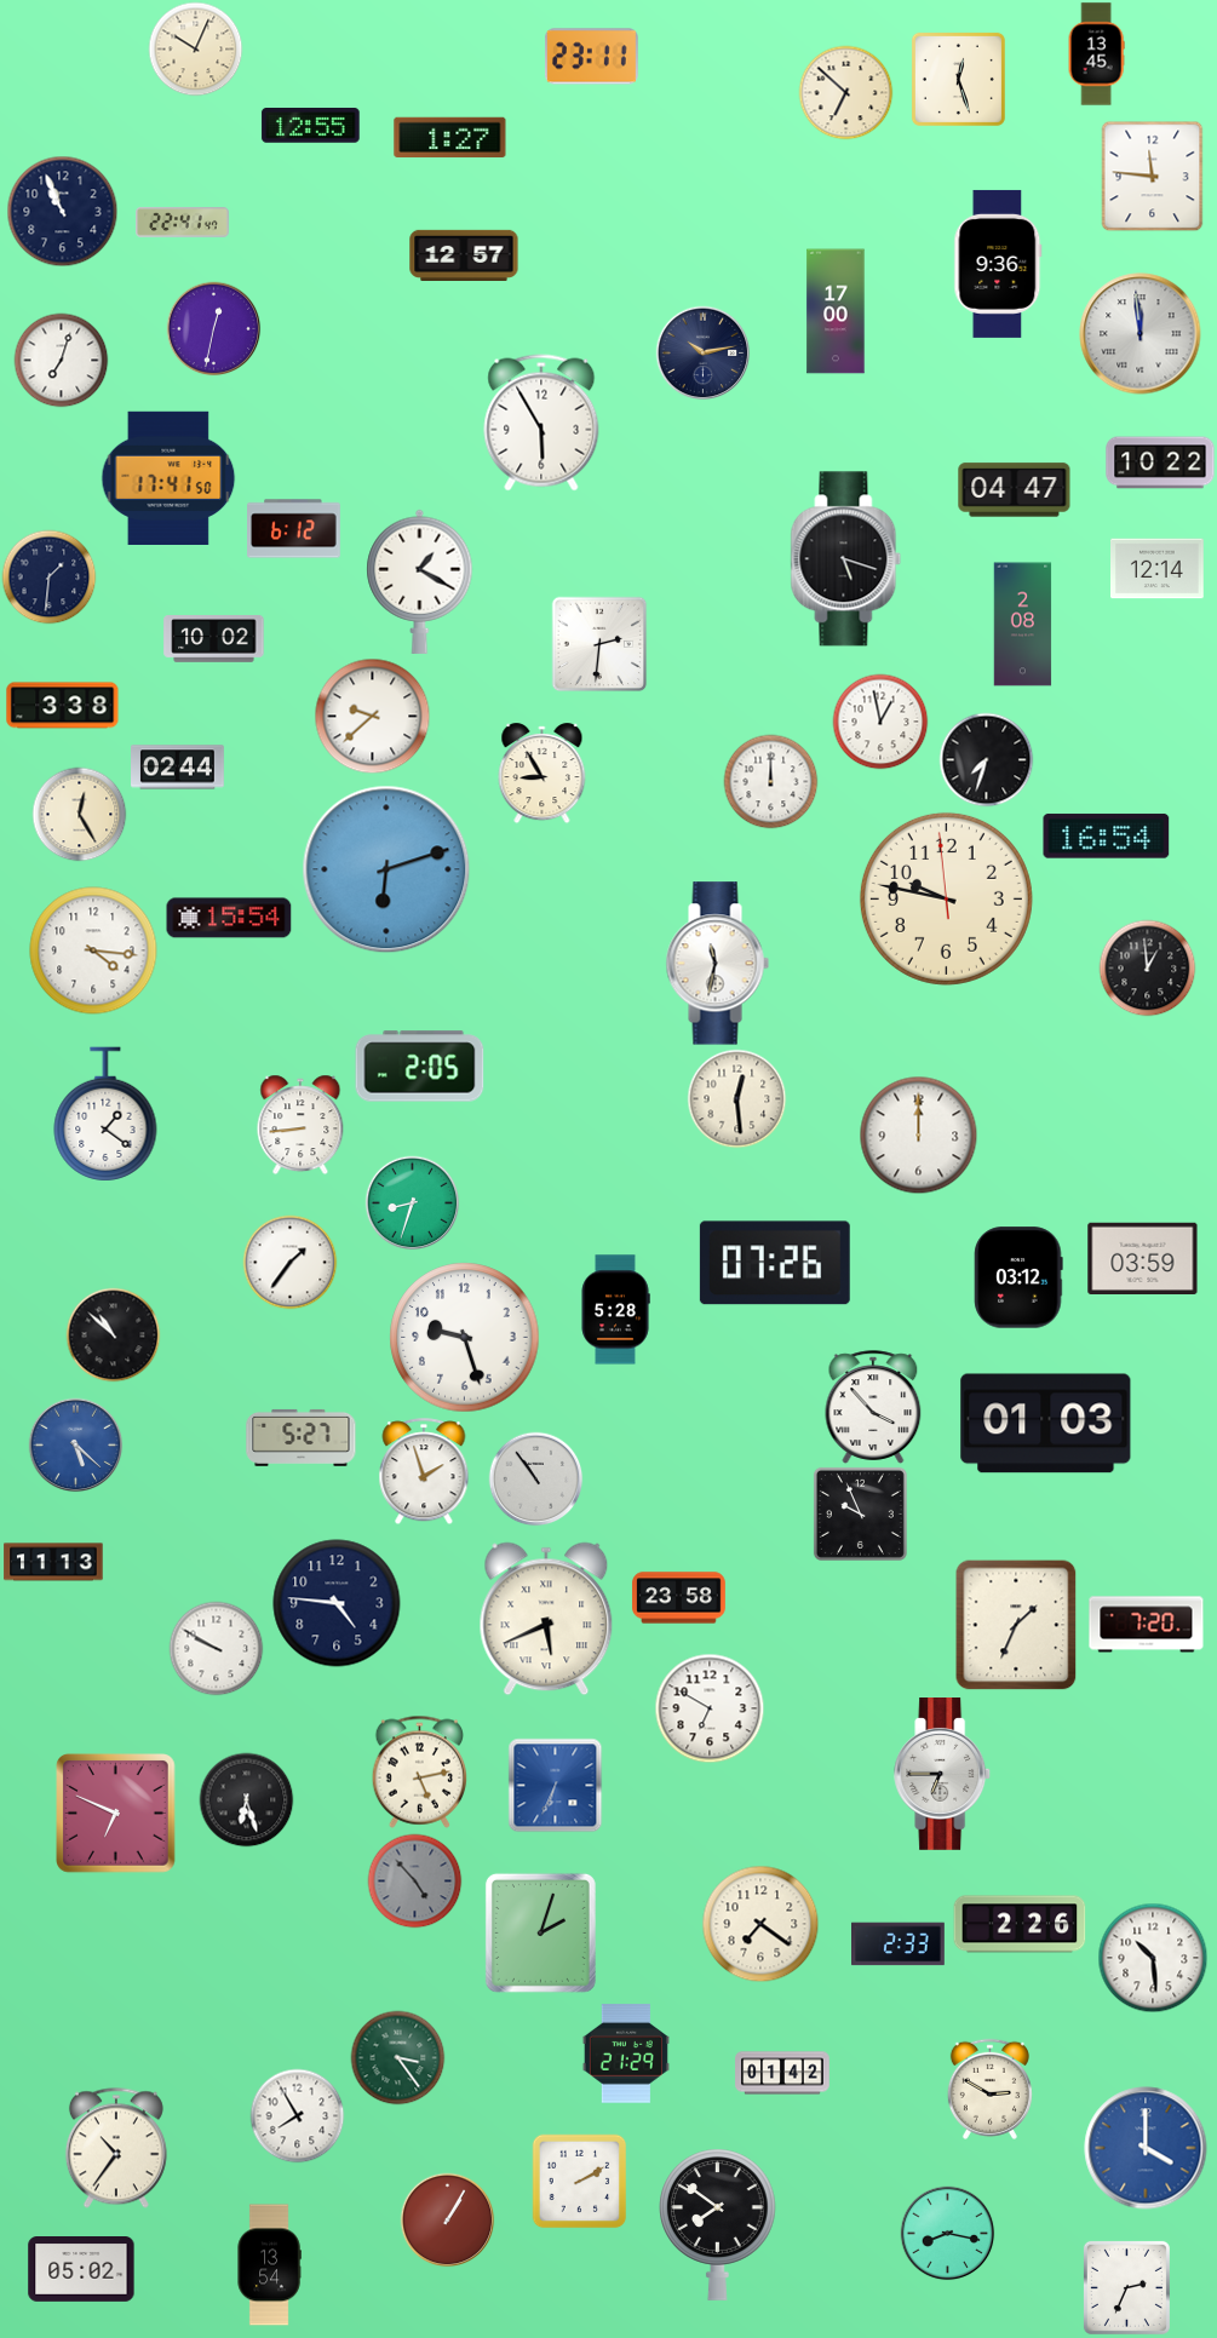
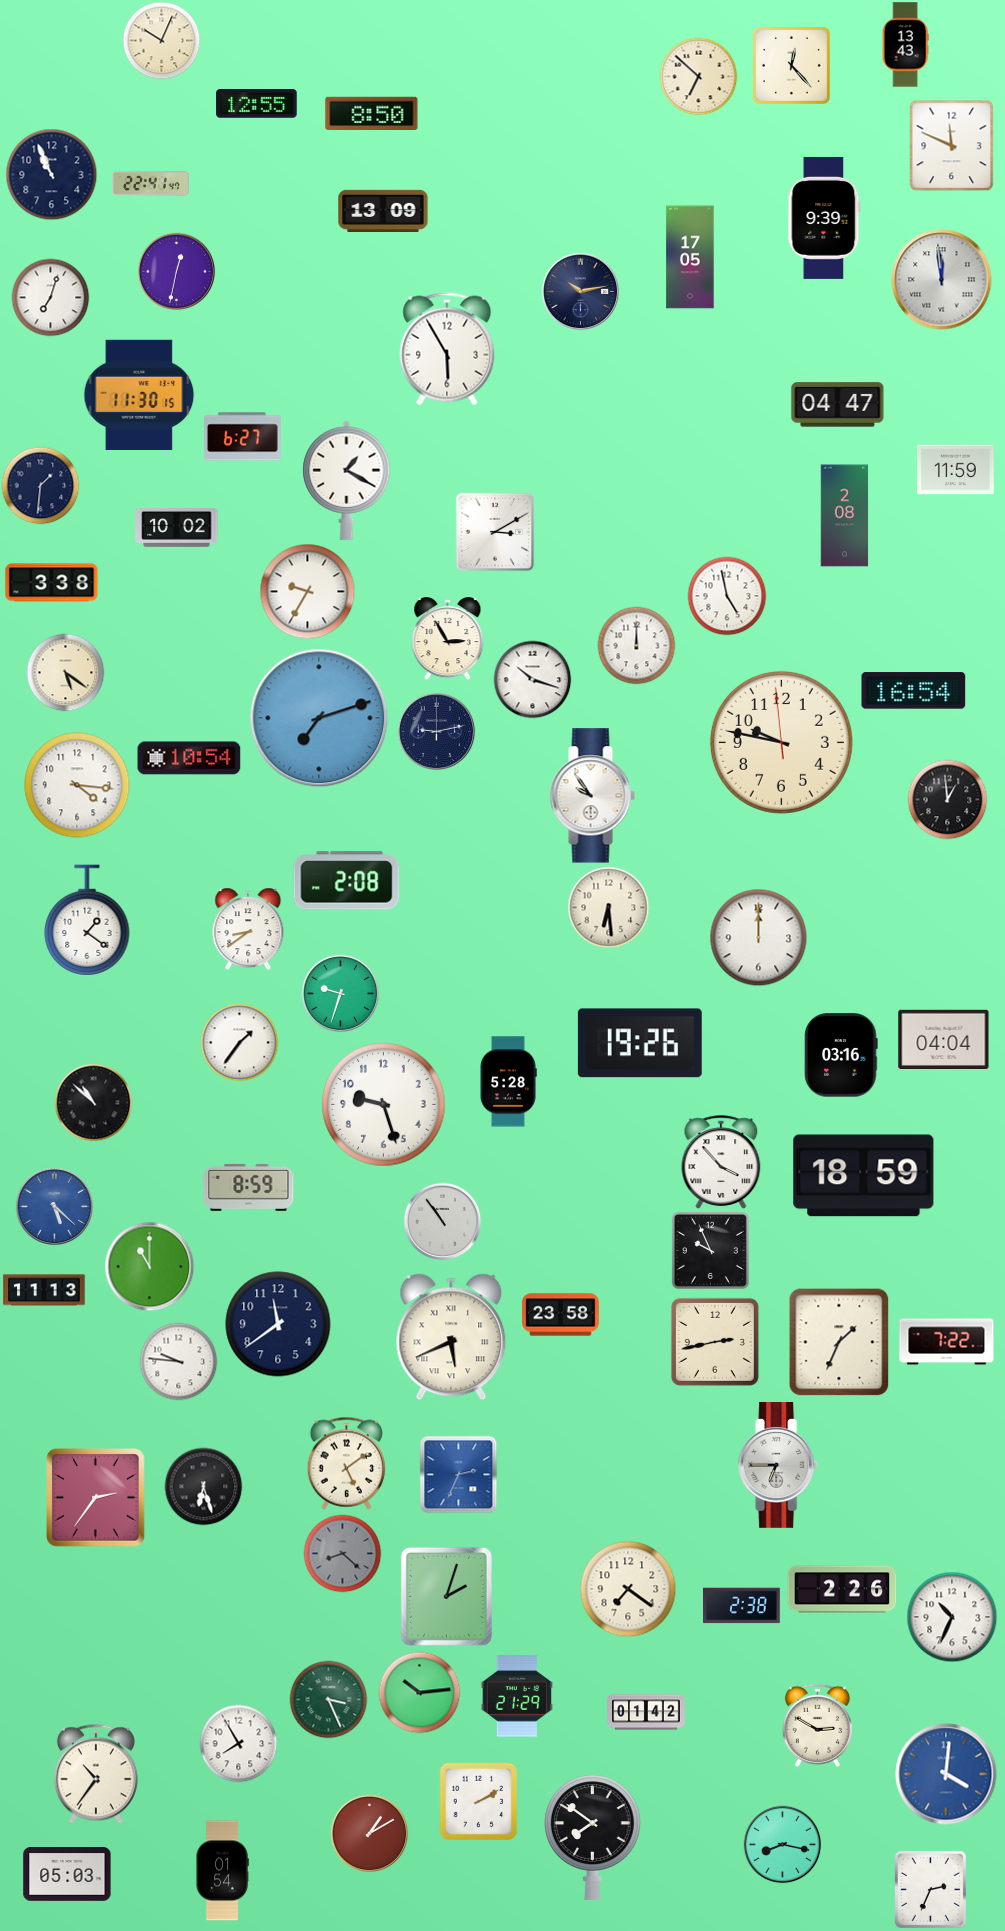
clock at (1096, 54): 13:45 -> 13:43
clock at (592, 57): 23:11 -> none
clock at (958, 79): 12:27 -> 12:23
clock at (450, 137): 1:27 -> 8:50
clock at (1153, 176): 11:46 -> 11:49
clock at (464, 254): 12:57 -> 13:09
clock at (998, 264): 9:36 -> 9:39
clock at (836, 311): 17:00 -> 17:05
clock at (1141, 334) position: (1141, 334) -> (942, 280)
clock at (1160, 463): 10:22 -> none
clock at (168, 477): 17:41 -> 11:30
clock at (294, 529): 6:12 -> 6:27
clock at (846, 559): 5:18 -> none
clock at (1158, 569): 12:14 -> 11:59
clock at (48, 576) position: (48, 576) -> (40, 485)
clock at (599, 644): 2:31 -> 3:10
clock at (372, 716): 9:38 -> 9:35
clock at (880, 722): 12:58 -> 4:58
clock at (986, 759): 7:33 -> none
clock at (178, 768): 02:44 -> none
clock at (543, 774): 8:55 -> 2:55
clock at (79, 814): 12:25 -> 5:21
clock at (532, 679): none -> 10:18
clock at (386, 869): 6:12 -> 7:12
clock at (436, 731): none -> 9:13
clock at (229, 918): 15:54 -> 10:54
clock at (717, 964): 11:32 -> 9:54
clock at (420, 1067): 2:05 -> 2:08
clock at (736, 1098): 12:29 -> 6:29
clock at (300, 1125): 8:44 -> 8:39
clock at (412, 1202): 8:33 -> 9:33
clock at (1143, 1258): 03:59 -> 04:04
clock at (775, 1263): 07:26 -> 19:26
clock at (1018, 1277): 03:12 -> 03:16
clock at (1046, 1424): 01:03 -> 18:59
clock at (302, 1437): 5:27 -> 8:59
clock at (75, 1444) position: (75, 1444) -> (54, 1206)
clock at (424, 1471): 1:57 -> none
clock at (149, 1266): none -> 11:00
clock at (679, 1598) position: (679, 1598) -> (561, 1315)
clock at (337, 1603): 4:46 -> 11:39
clock at (715, 1342): none -> 2:43
clock at (1147, 1625): 7:20 -> 7:22
clock at (216, 1648): 9:50 -> 9:46
clock at (710, 1708): 6:50 -> none
clock at (420, 1771): 5:13 -> 5:09
clock at (555, 1785): 6:34 -> 2:34
clock at (116, 1814): 6:49 -> 2:36
clock at (414, 1880): 4:53 -> 8:22
clock at (899, 1944): 2:33 -> 2:38
clock at (1153, 1958): 10:29 -> 10:34
clock at (419, 1692): none -> 10:14
clock at (397, 2057): 3:24 -> 3:26
clock at (297, 2115) position: (297, 2115) -> (238, 1743)
clock at (1146, 2148): 4:00 -> 4:01
clock at (447, 2219): 1:05 -> 1:10
clock at (269, 2265): 13:54 -> 01:54
clock at (81, 2270): 05:02 -> 05:03
